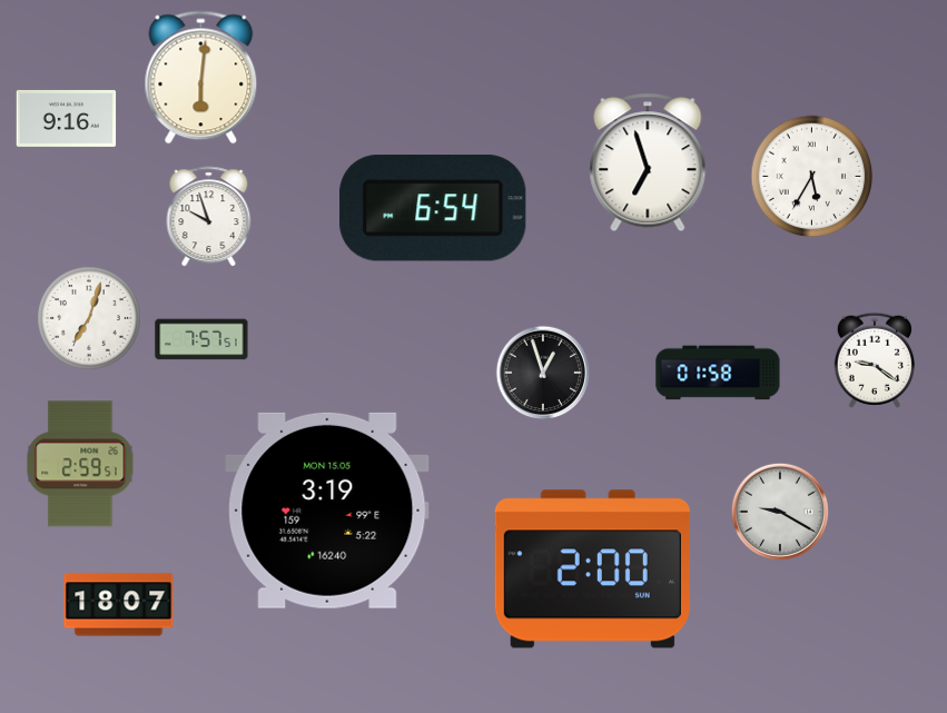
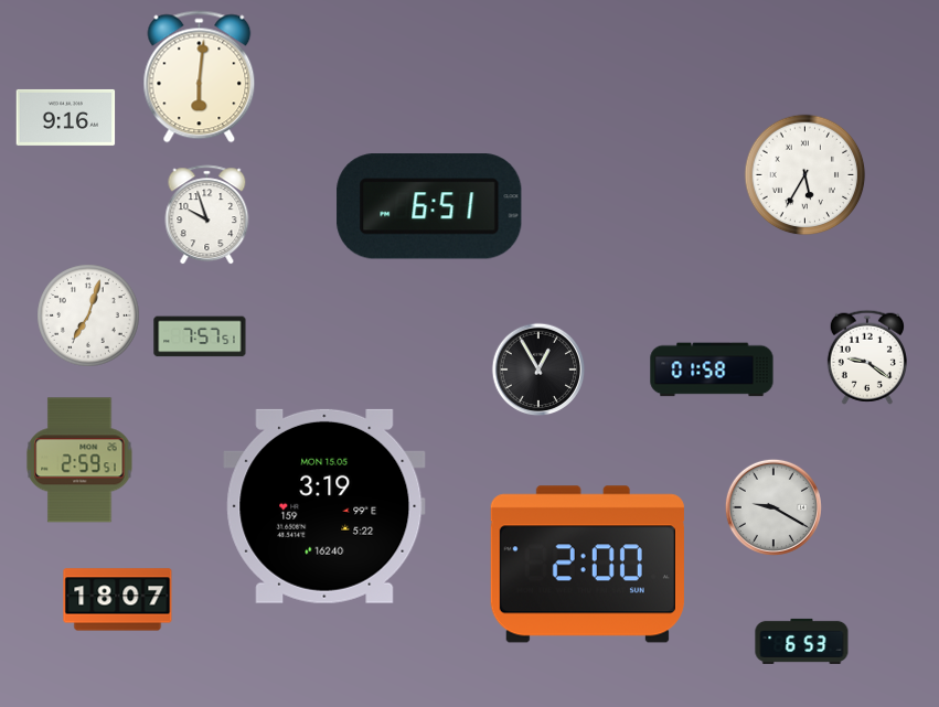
clock at (648, 162): 6:57 -> none
clock at (433, 208): 6:54 -> 6:51
clock at (543, 373): 12:57 -> 12:55
clock at (802, 641): none -> 6:53
